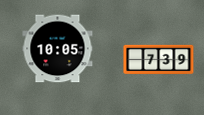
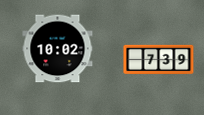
clock at (58, 49): 10:05 -> 10:02
